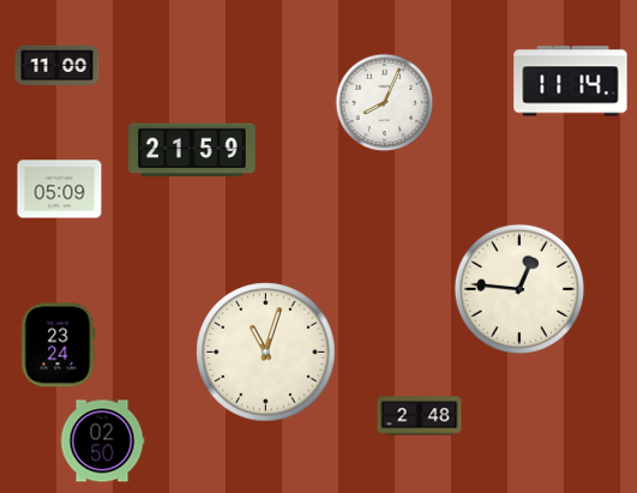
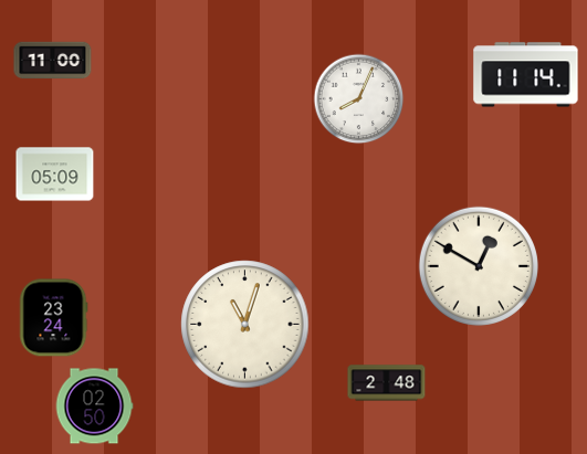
clock at (385, 103) position: (385, 103) -> (359, 99)
clock at (192, 150): 21:59 -> none
clock at (519, 289): 12:46 -> 12:50
